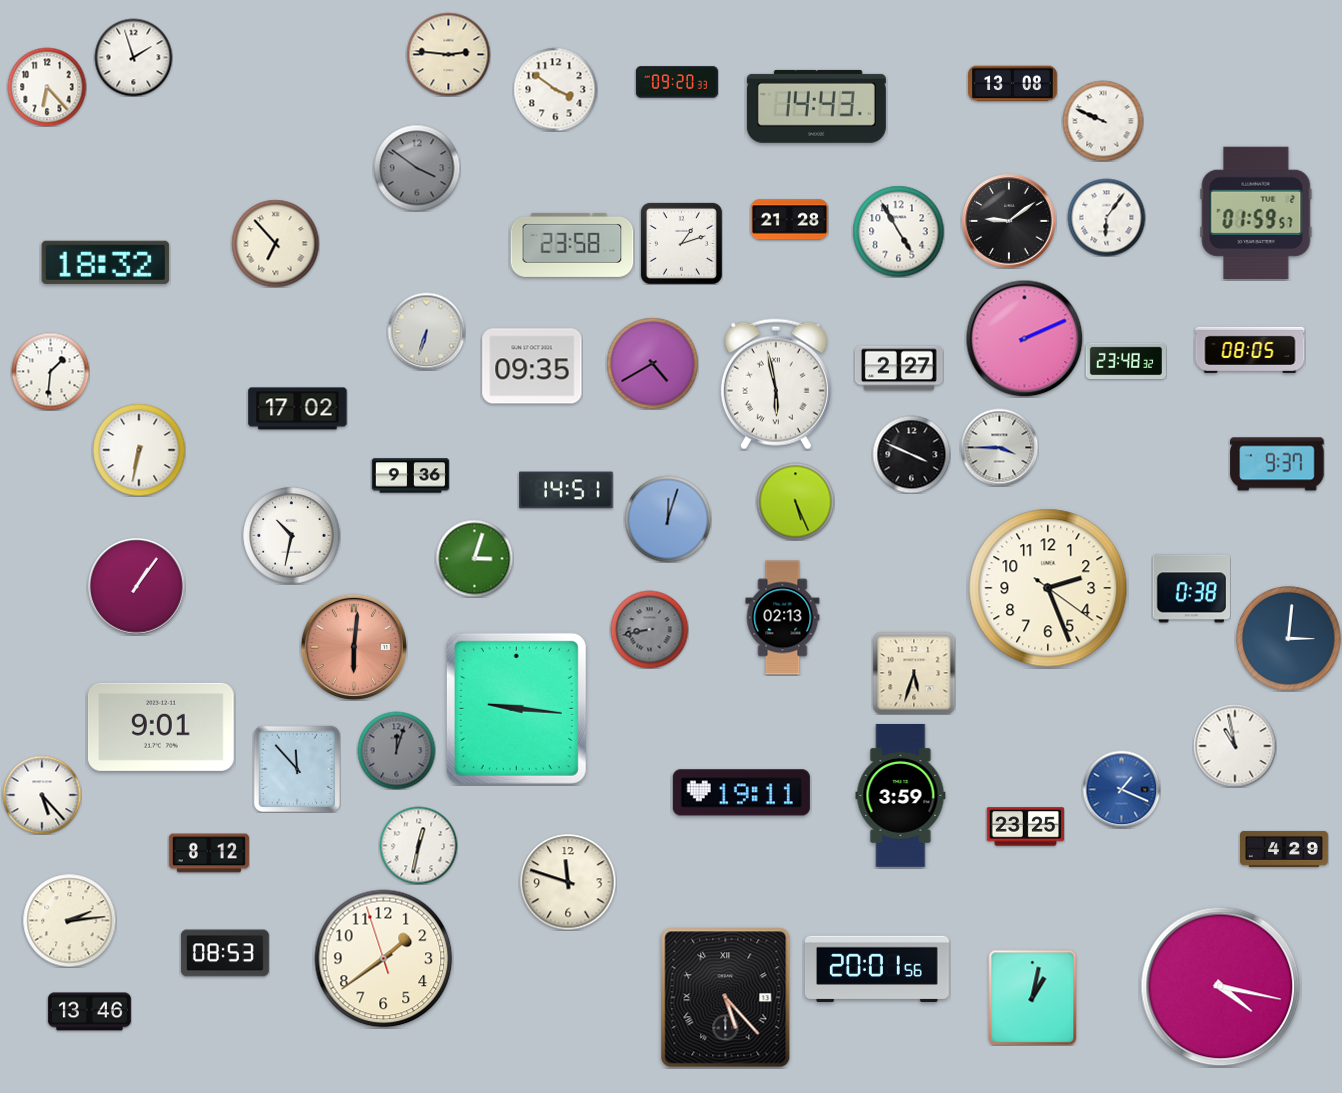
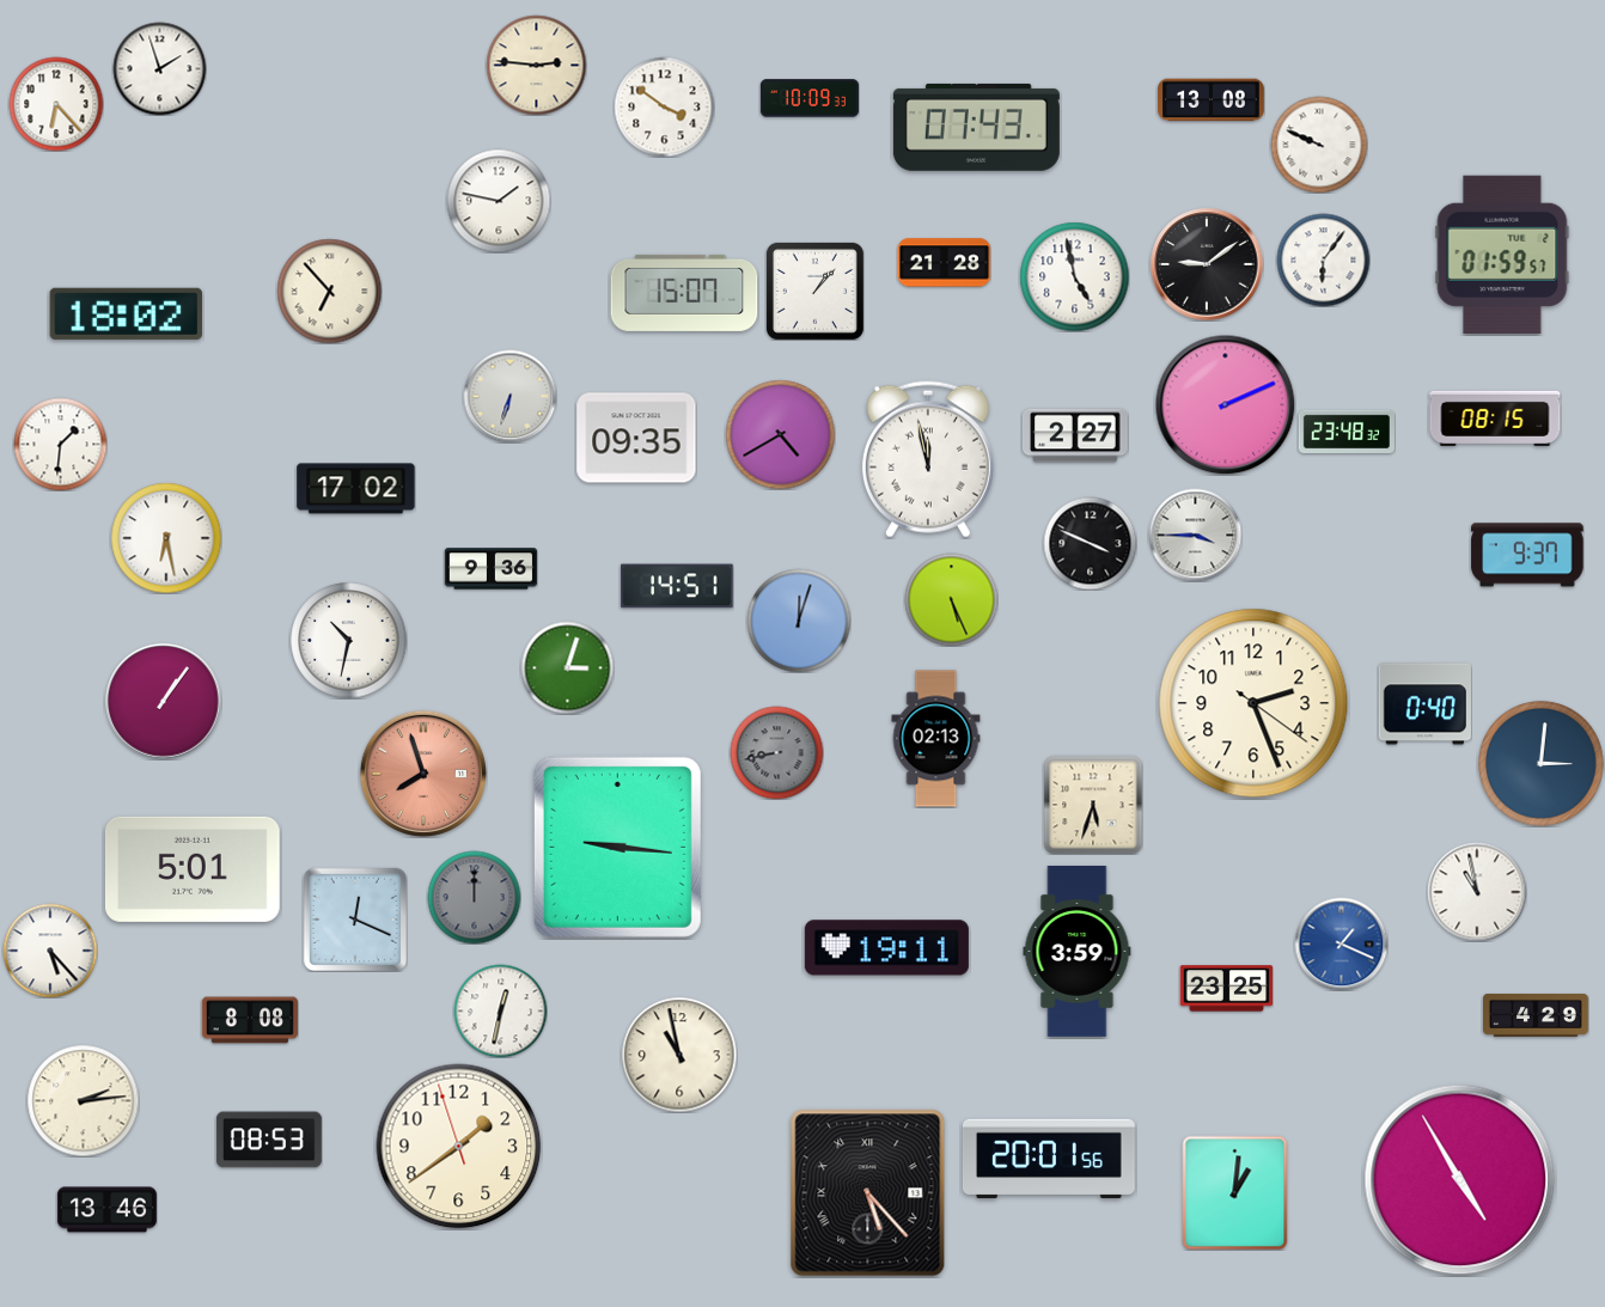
clock at (677, 82): 09:20 -> 10:09
clock at (816, 106): 14:43 -> 07:43
clock at (417, 168): 3:51 -> 1:47
clock at (417, 168) dial: grey -> white
clock at (898, 231): 4:55 -> 4:58
clock at (681, 243): 1:12 -> 1:07
clock at (572, 245): 23:58 -> 15:07
clock at (106, 262): 18:32 -> 18:02
clock at (1250, 350): 08:05 -> 08:15
clock at (899, 368) position: (899, 368) -> (1075, 435)
clock at (776, 384): 5:58 -> 11:58
clock at (139, 450): 6:32 -> 6:28
clock at (1191, 589): 0:38 -> 0:40
clock at (354, 647): 6:01 -> 7:57
clock at (161, 727): 9:01 -> 5:01
clock at (396, 750): 12:03 -> 12:00
clock at (297, 769): 11:53 -> 12:19
clock at (209, 853): 8:12 -> 8:08
clock at (568, 882): 11:48 -> 10:58
clock at (1221, 987): 4:17 -> 4:55
clock at (1033, 997): 1:02 -> 1:01
